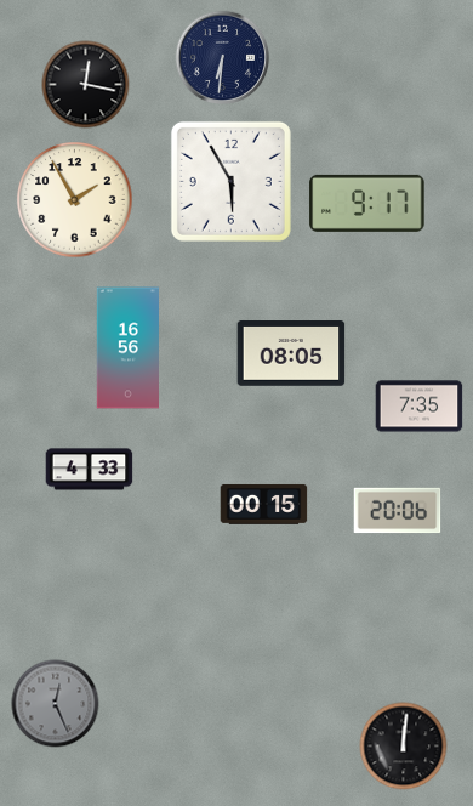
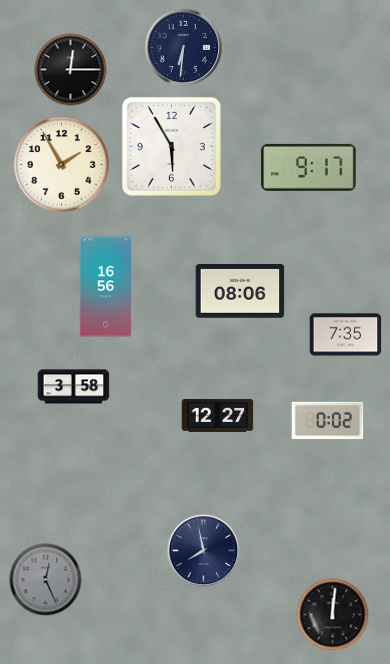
clock at (86, 85): 12:17 -> 12:15
clock at (230, 181) position: (230, 181) -> (171, 146)
clock at (367, 203) position: (367, 203) -> (309, 167)
clock at (291, 354): 08:05 -> 08:06
clock at (90, 470): 4:33 -> 3:58
clock at (264, 504): 00:15 -> 12:27
clock at (398, 511): 20:06 -> 0:02
clock at (204, 551): none -> 7:58
